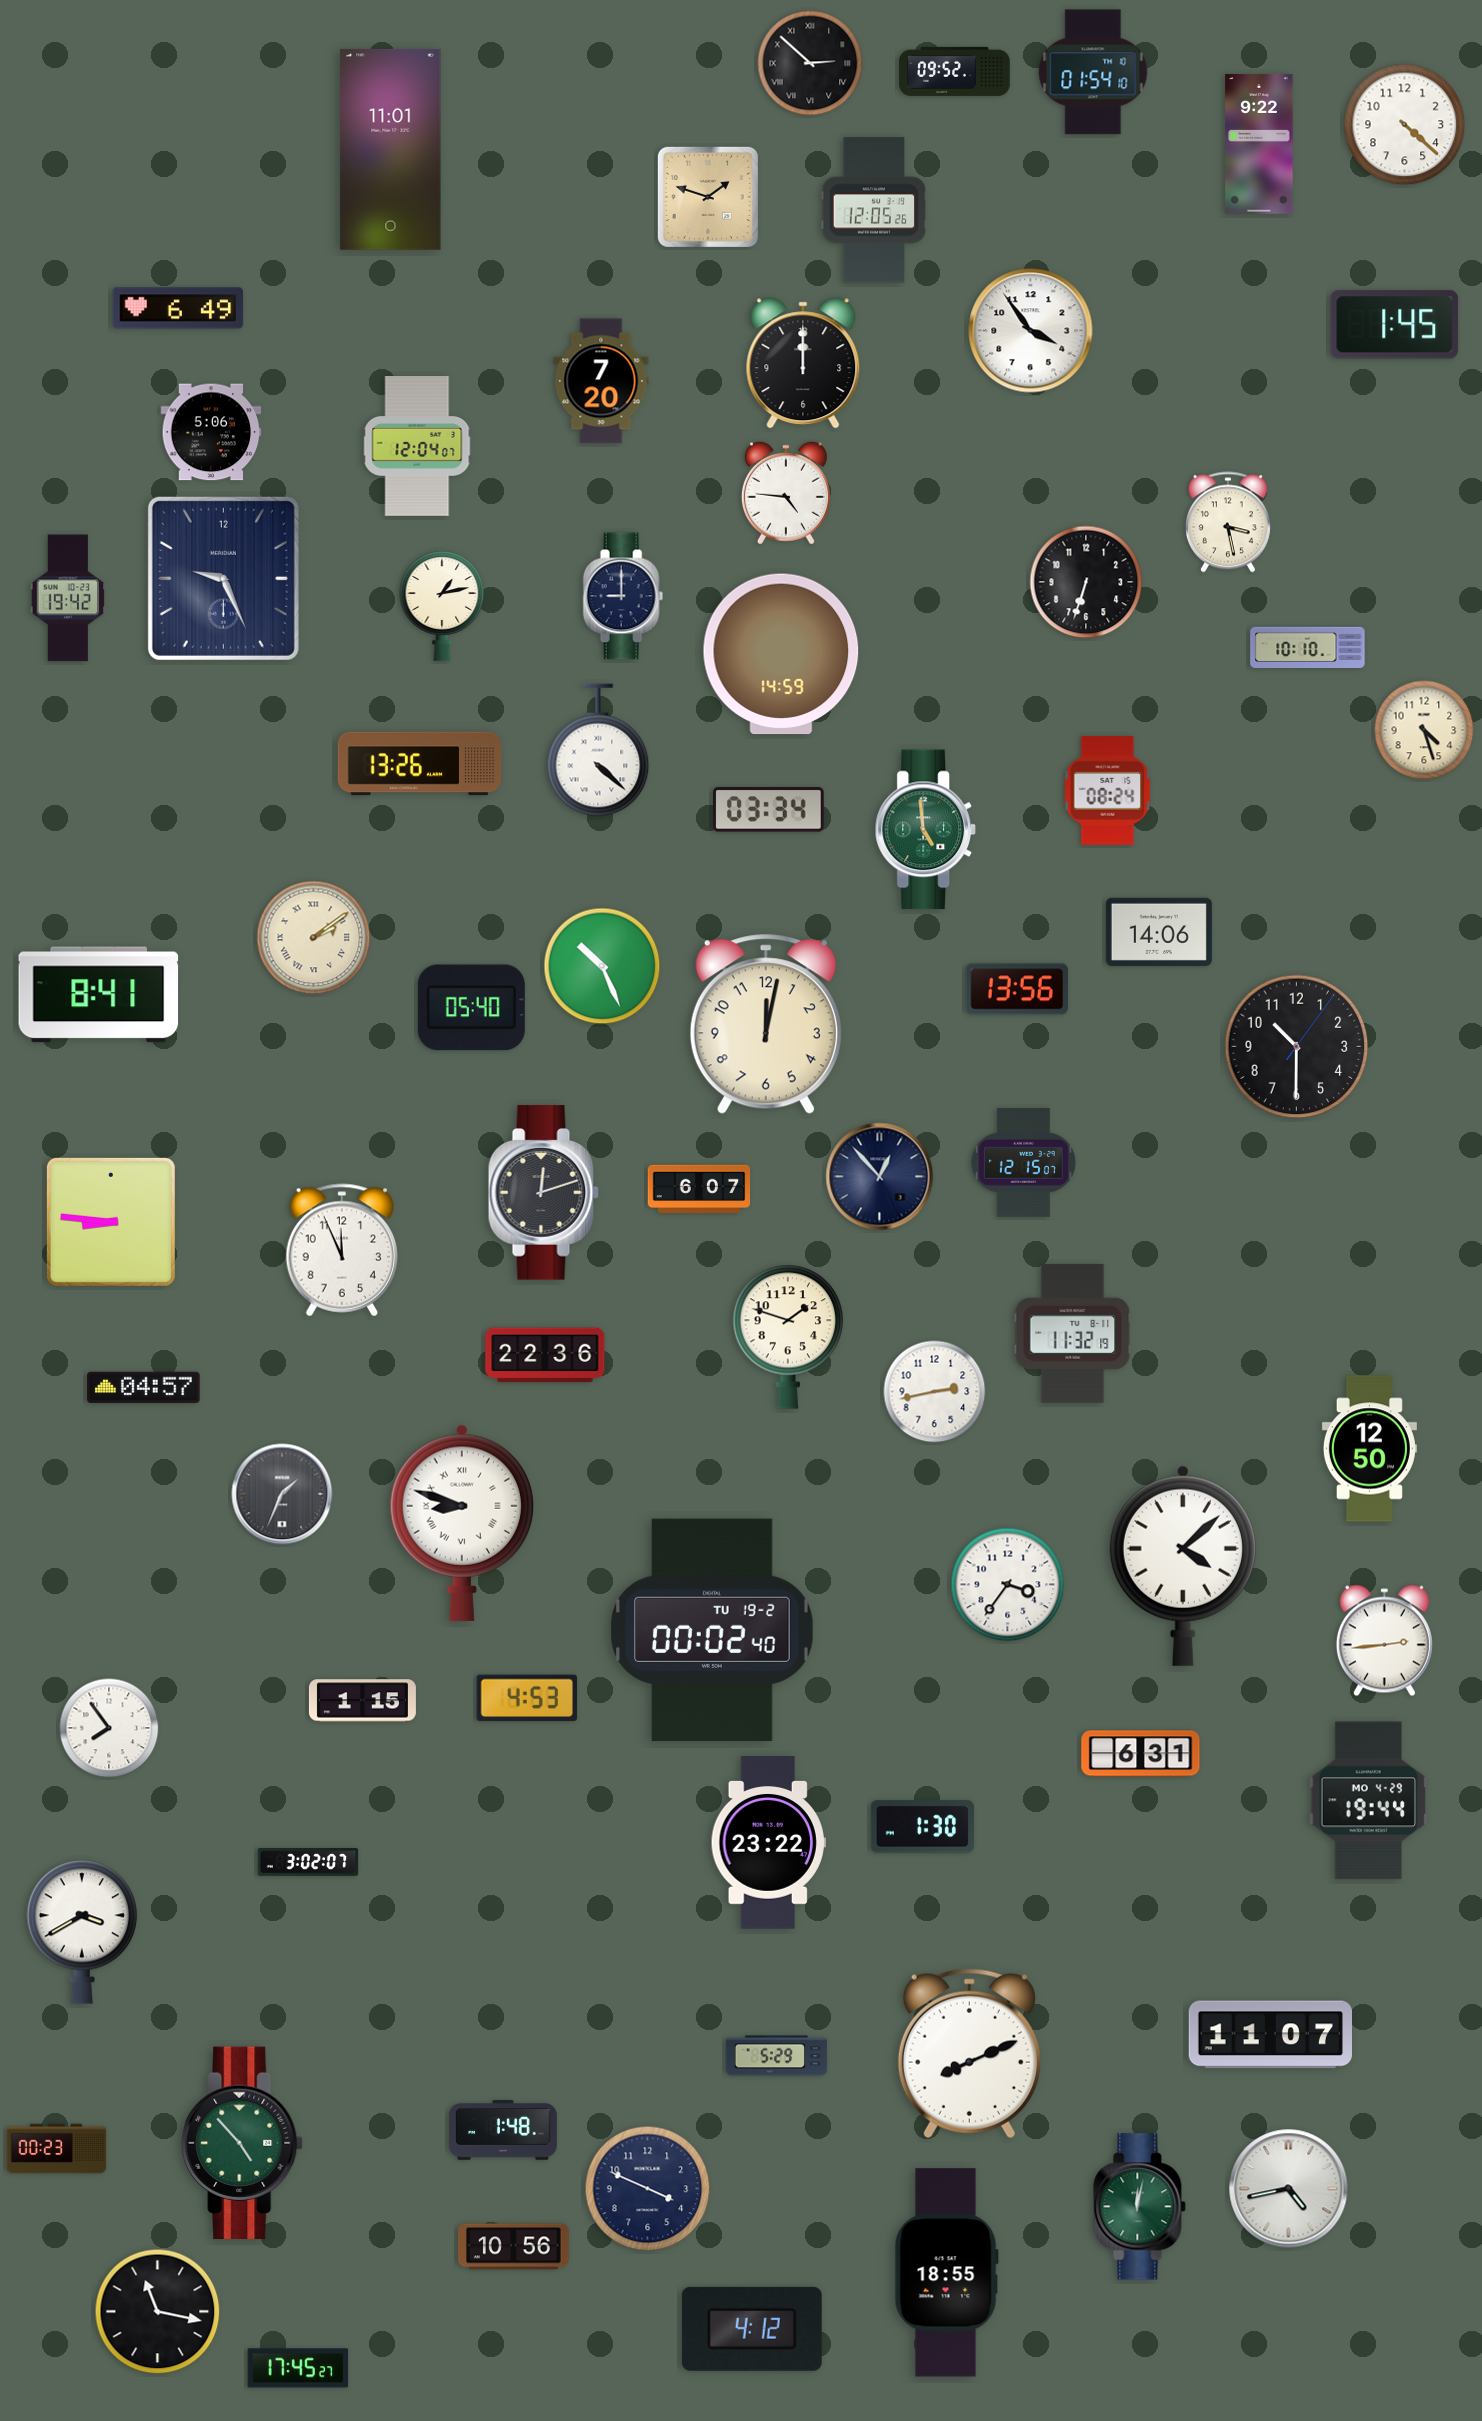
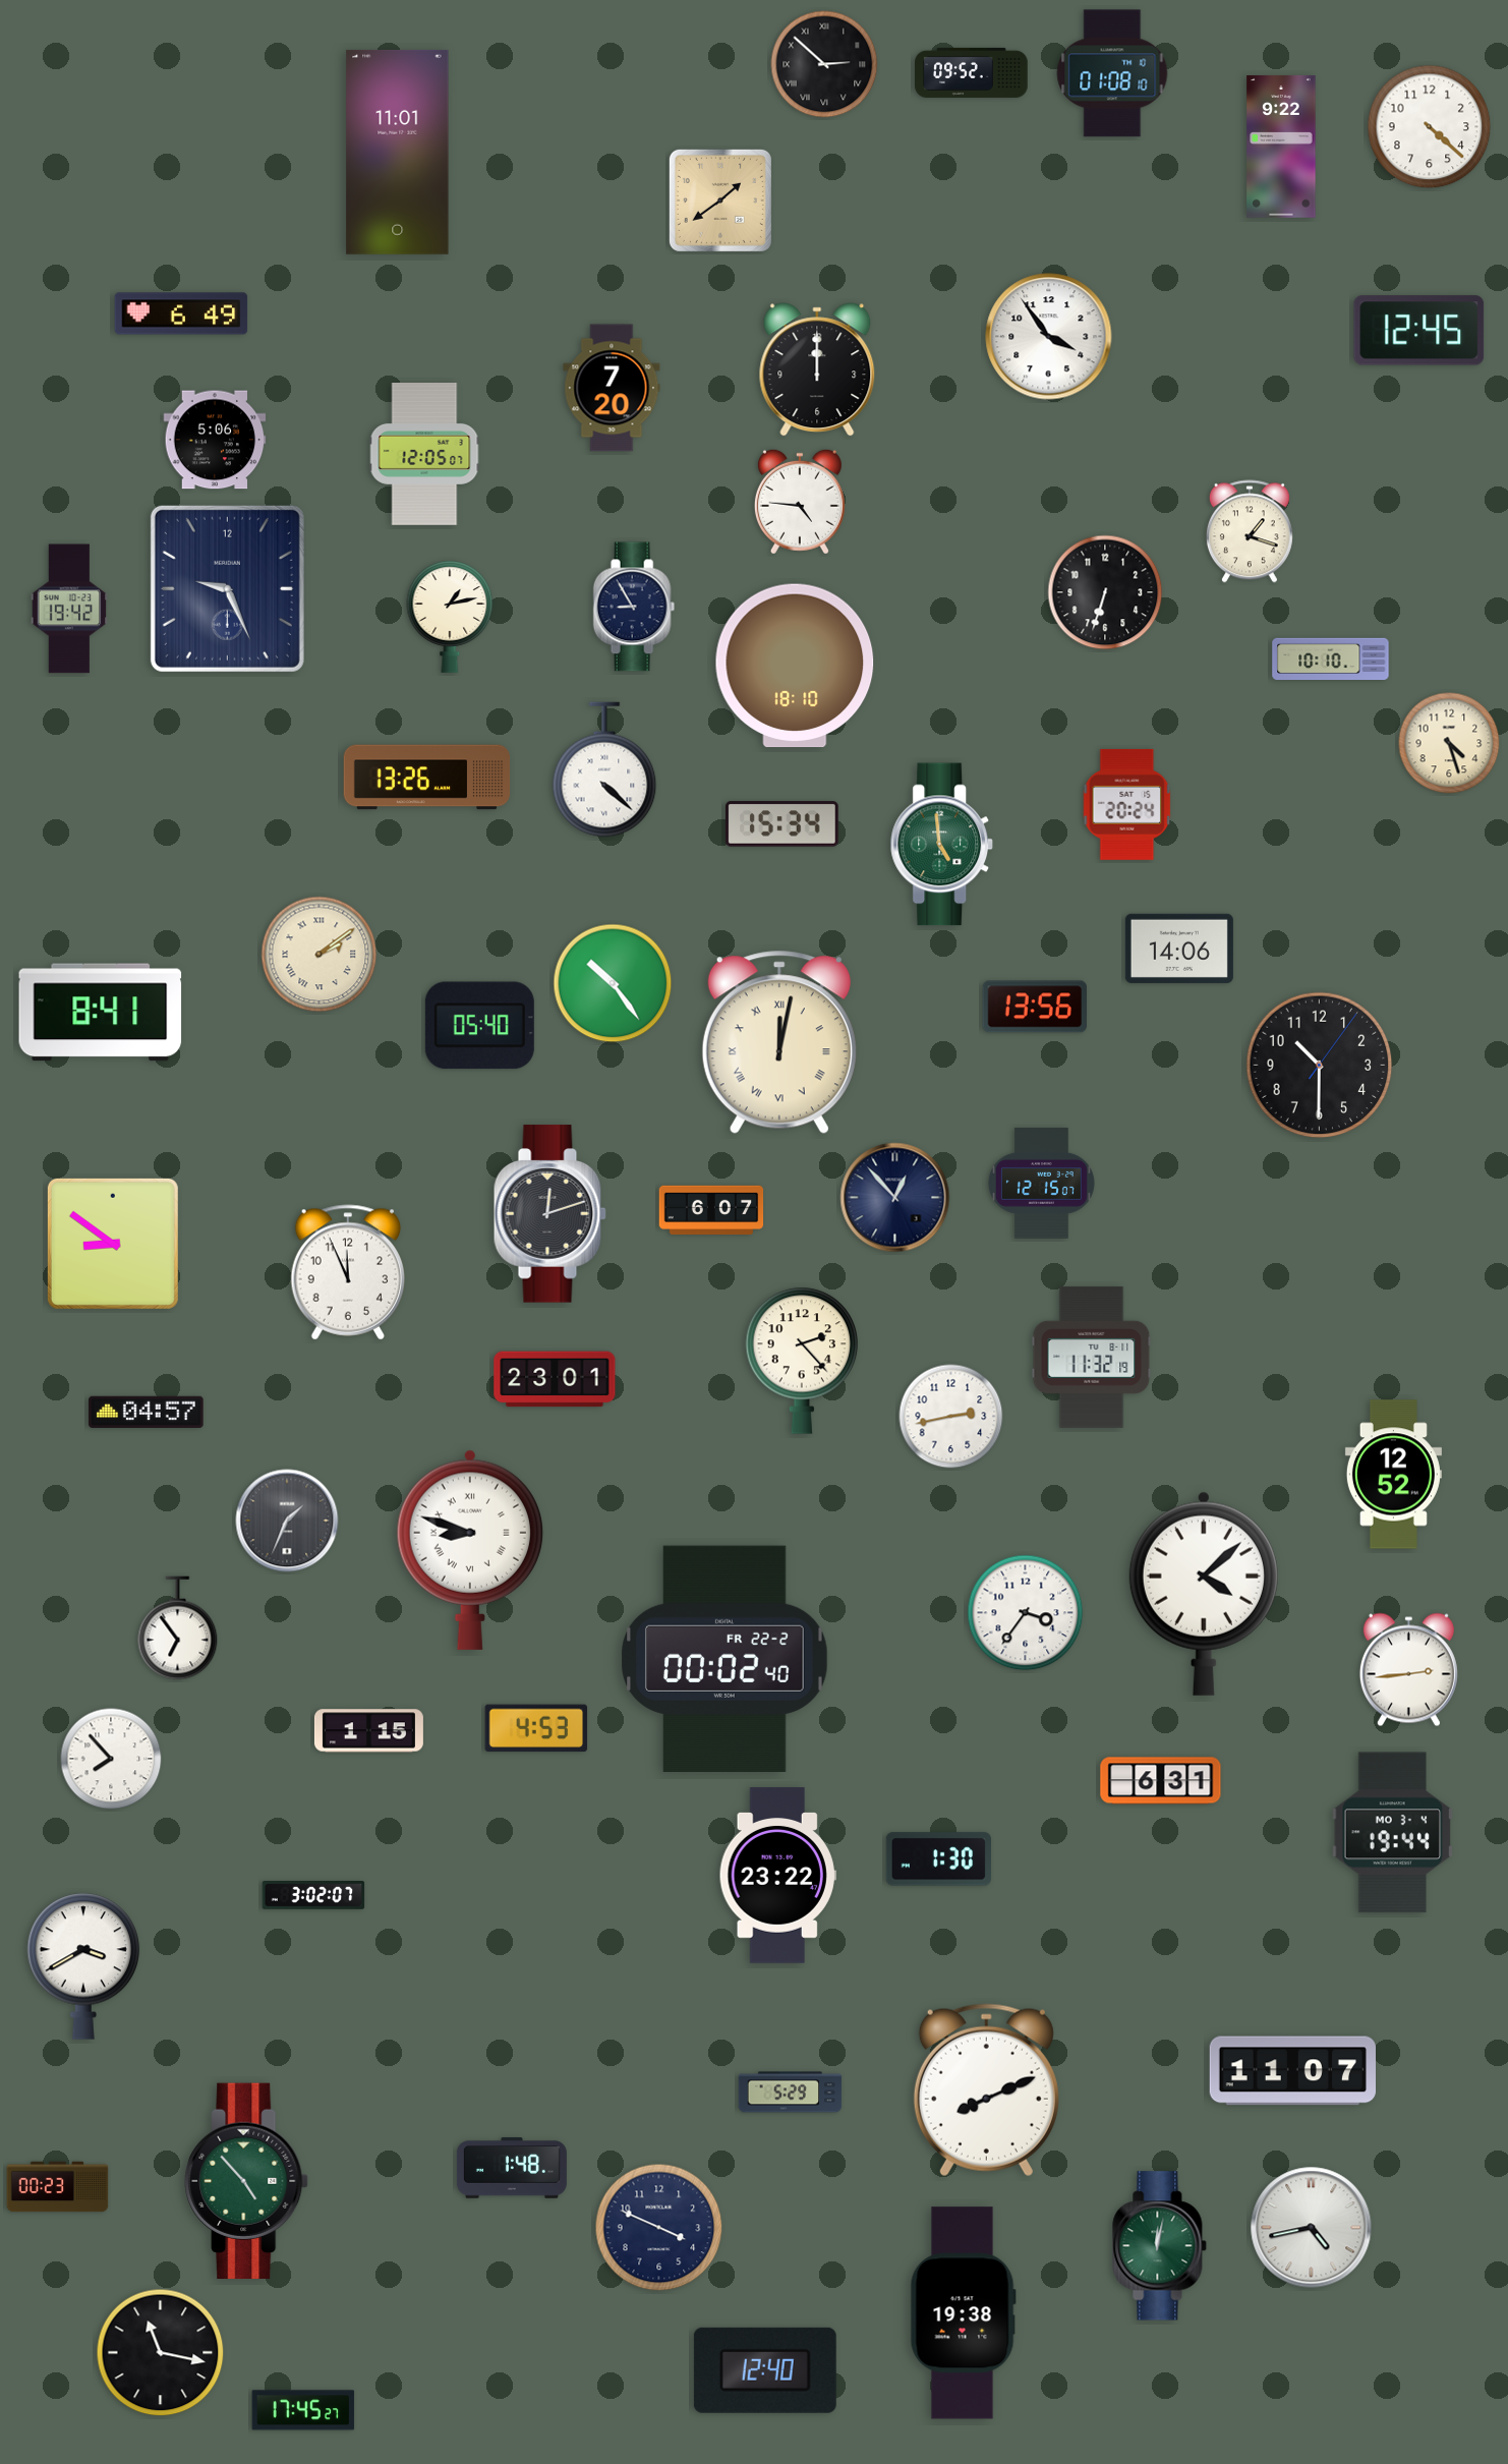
clock at (1093, 72): 01:54 -> 01:08
clock at (708, 197): 1:48 -> 1:39
clock at (874, 210): 12:05 -> none
clock at (1395, 325): 1:45 -> 12:45
clock at (417, 447): 12:04 -> 12:05
clock at (1228, 522): 3:28 -> 1:18
clock at (623, 596): 9:00 -> 8:55
clock at (781, 654): 14:59 -> 18:10
clock at (598, 750) position: (598, 750) -> (604, 769)
clock at (1108, 790): 08:24 -> 20:24
clock at (769, 810): 03:34 -> 15:34
clock at (602, 966): 10:26 -> 10:24
clock at (766, 1024) numerals: Arabic -> Roman
clock at (543, 1193) position: (543, 1193) -> (549, 1214)
clock at (111, 1222): 8:46 -> 8:51
clock at (788, 1337): 1:48 -> 2:23
clock at (545, 1355): 22:36 -> 23:01
clock at (1369, 1449): 12:50 -> 12:52
clock at (178, 1628): none -> 6:54
clock at (712, 1629) date: TU 19-2 -> FR 22-2
clock at (109, 1728): 7:54 -> 7:53
clock at (1141, 1754) position: (1141, 1754) -> (1161, 1781)
clock at (1369, 1801) date: MO 4-29 -> MO 3-4
clock at (768, 1843) position: (768, 1843) -> (777, 1876)
clock at (514, 2247): 10:56 -> none
clock at (946, 2273): 18:55 -> 19:38
clock at (752, 2329): 4:12 -> 12:40
